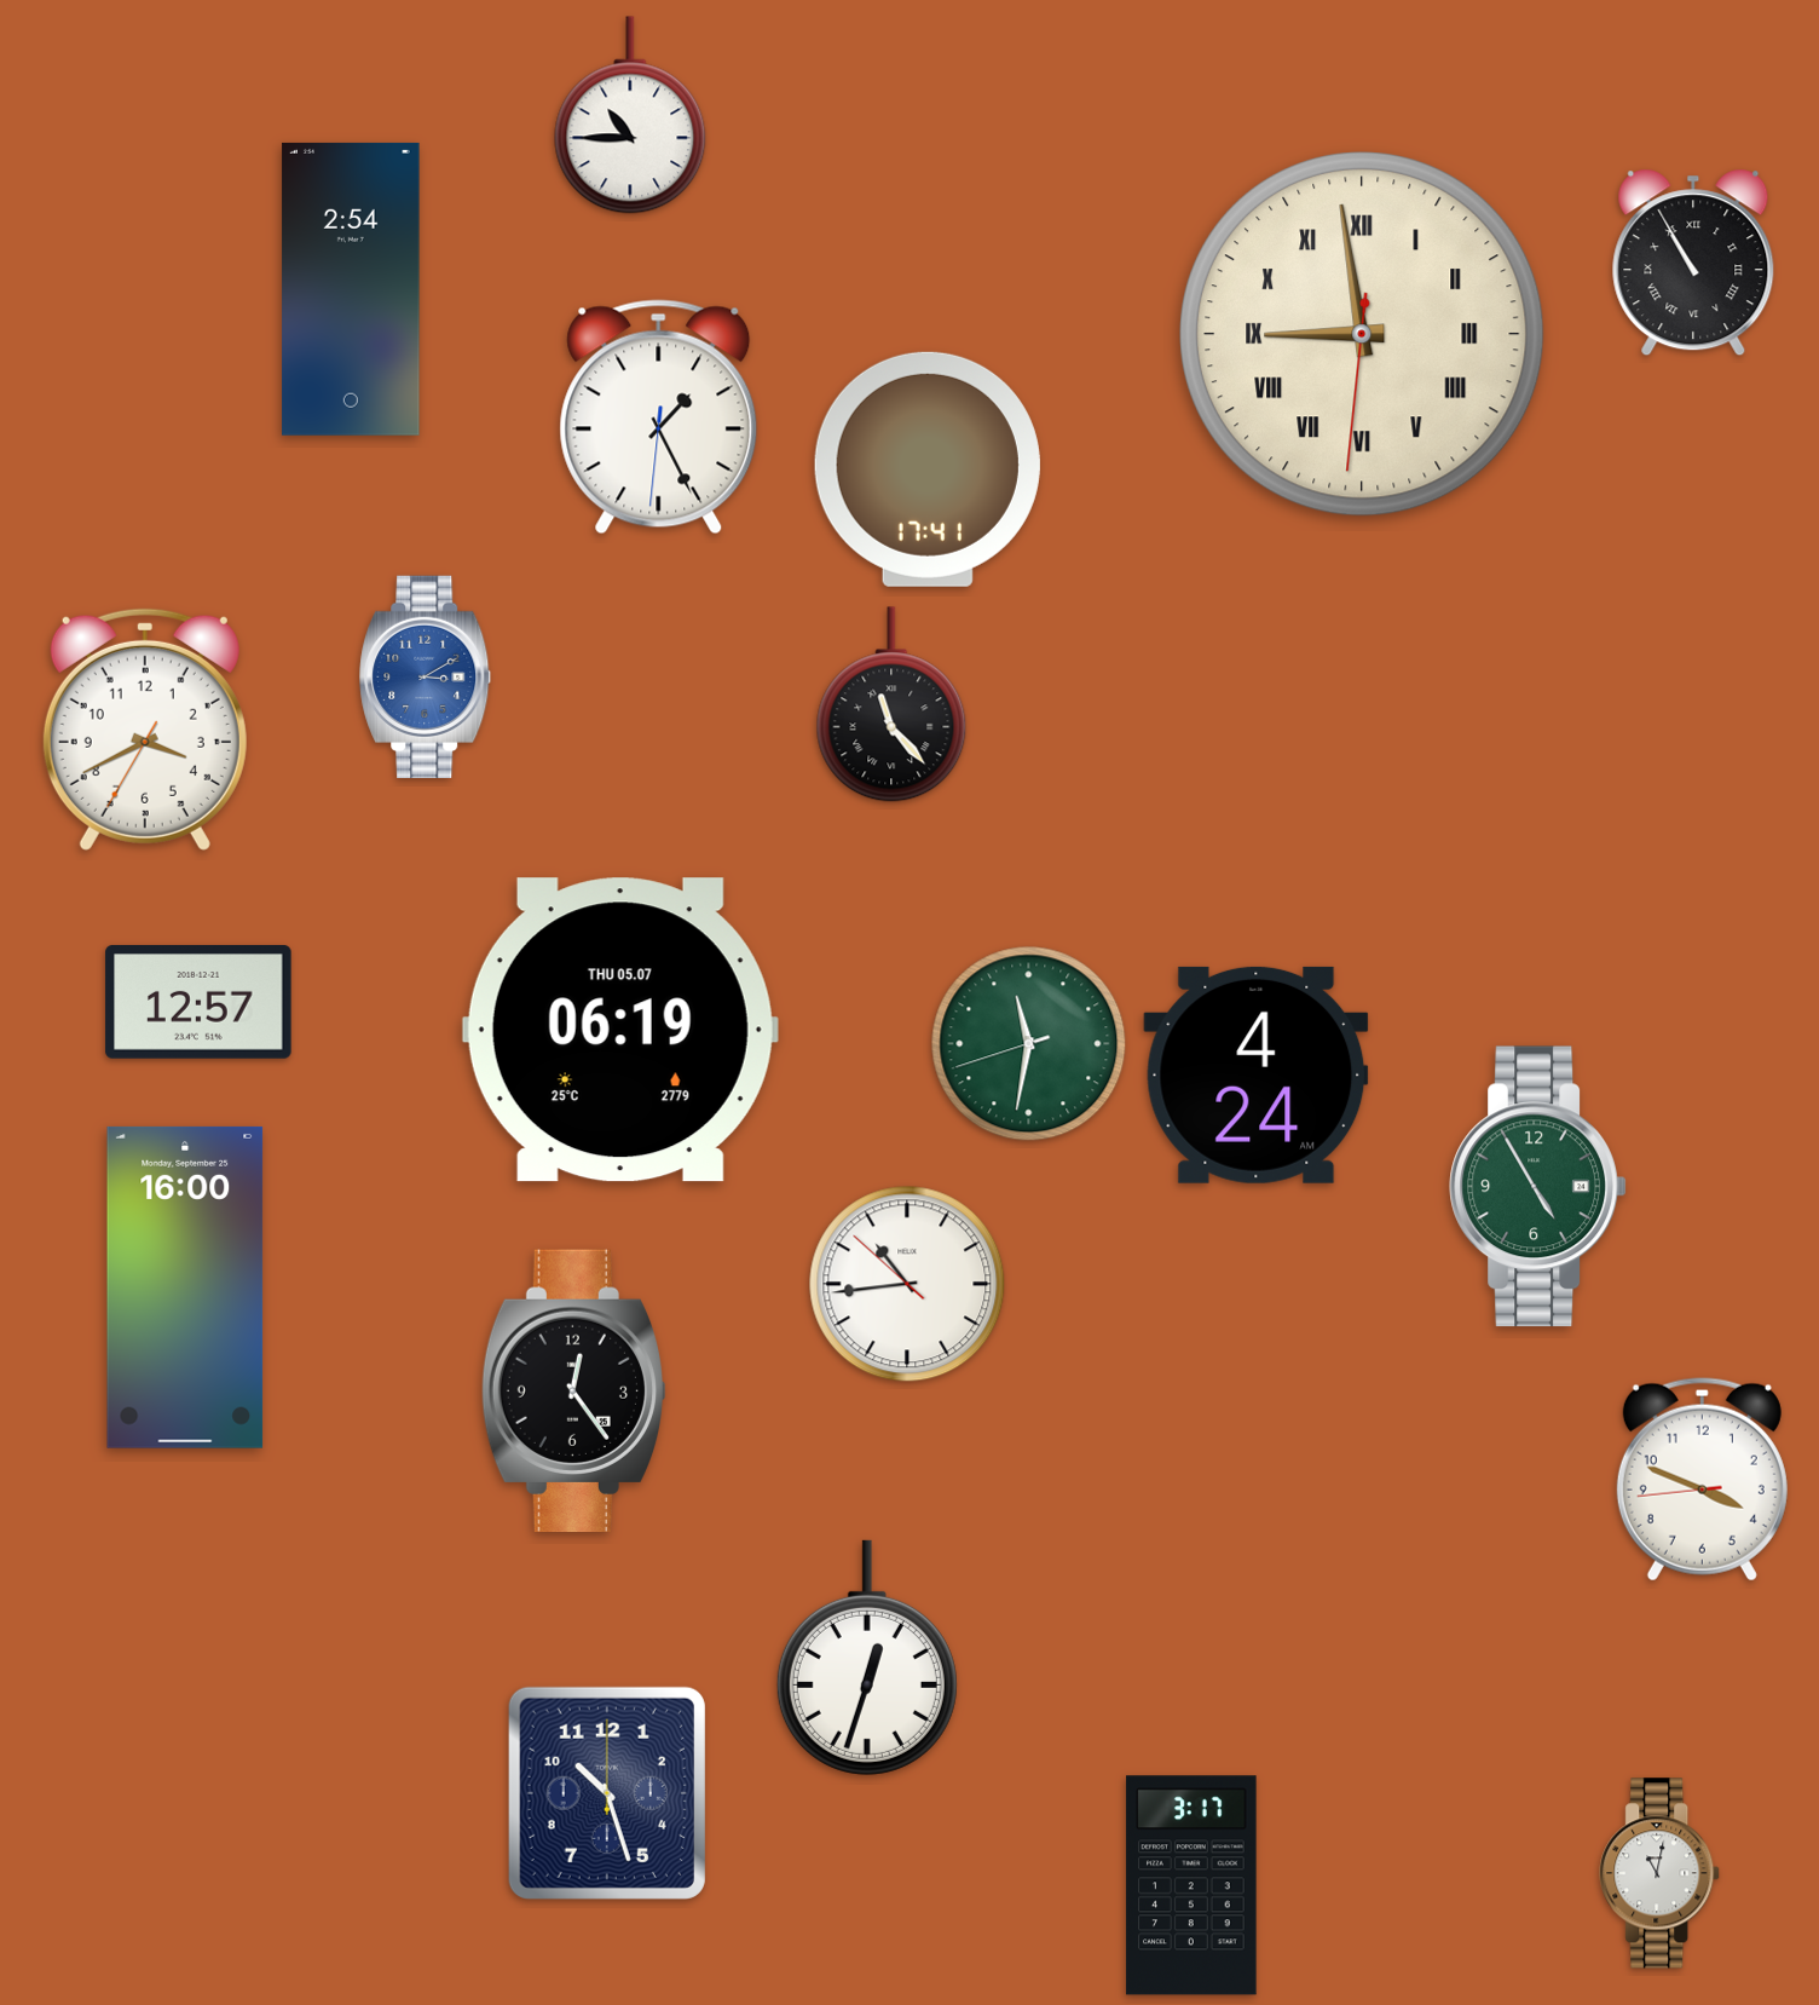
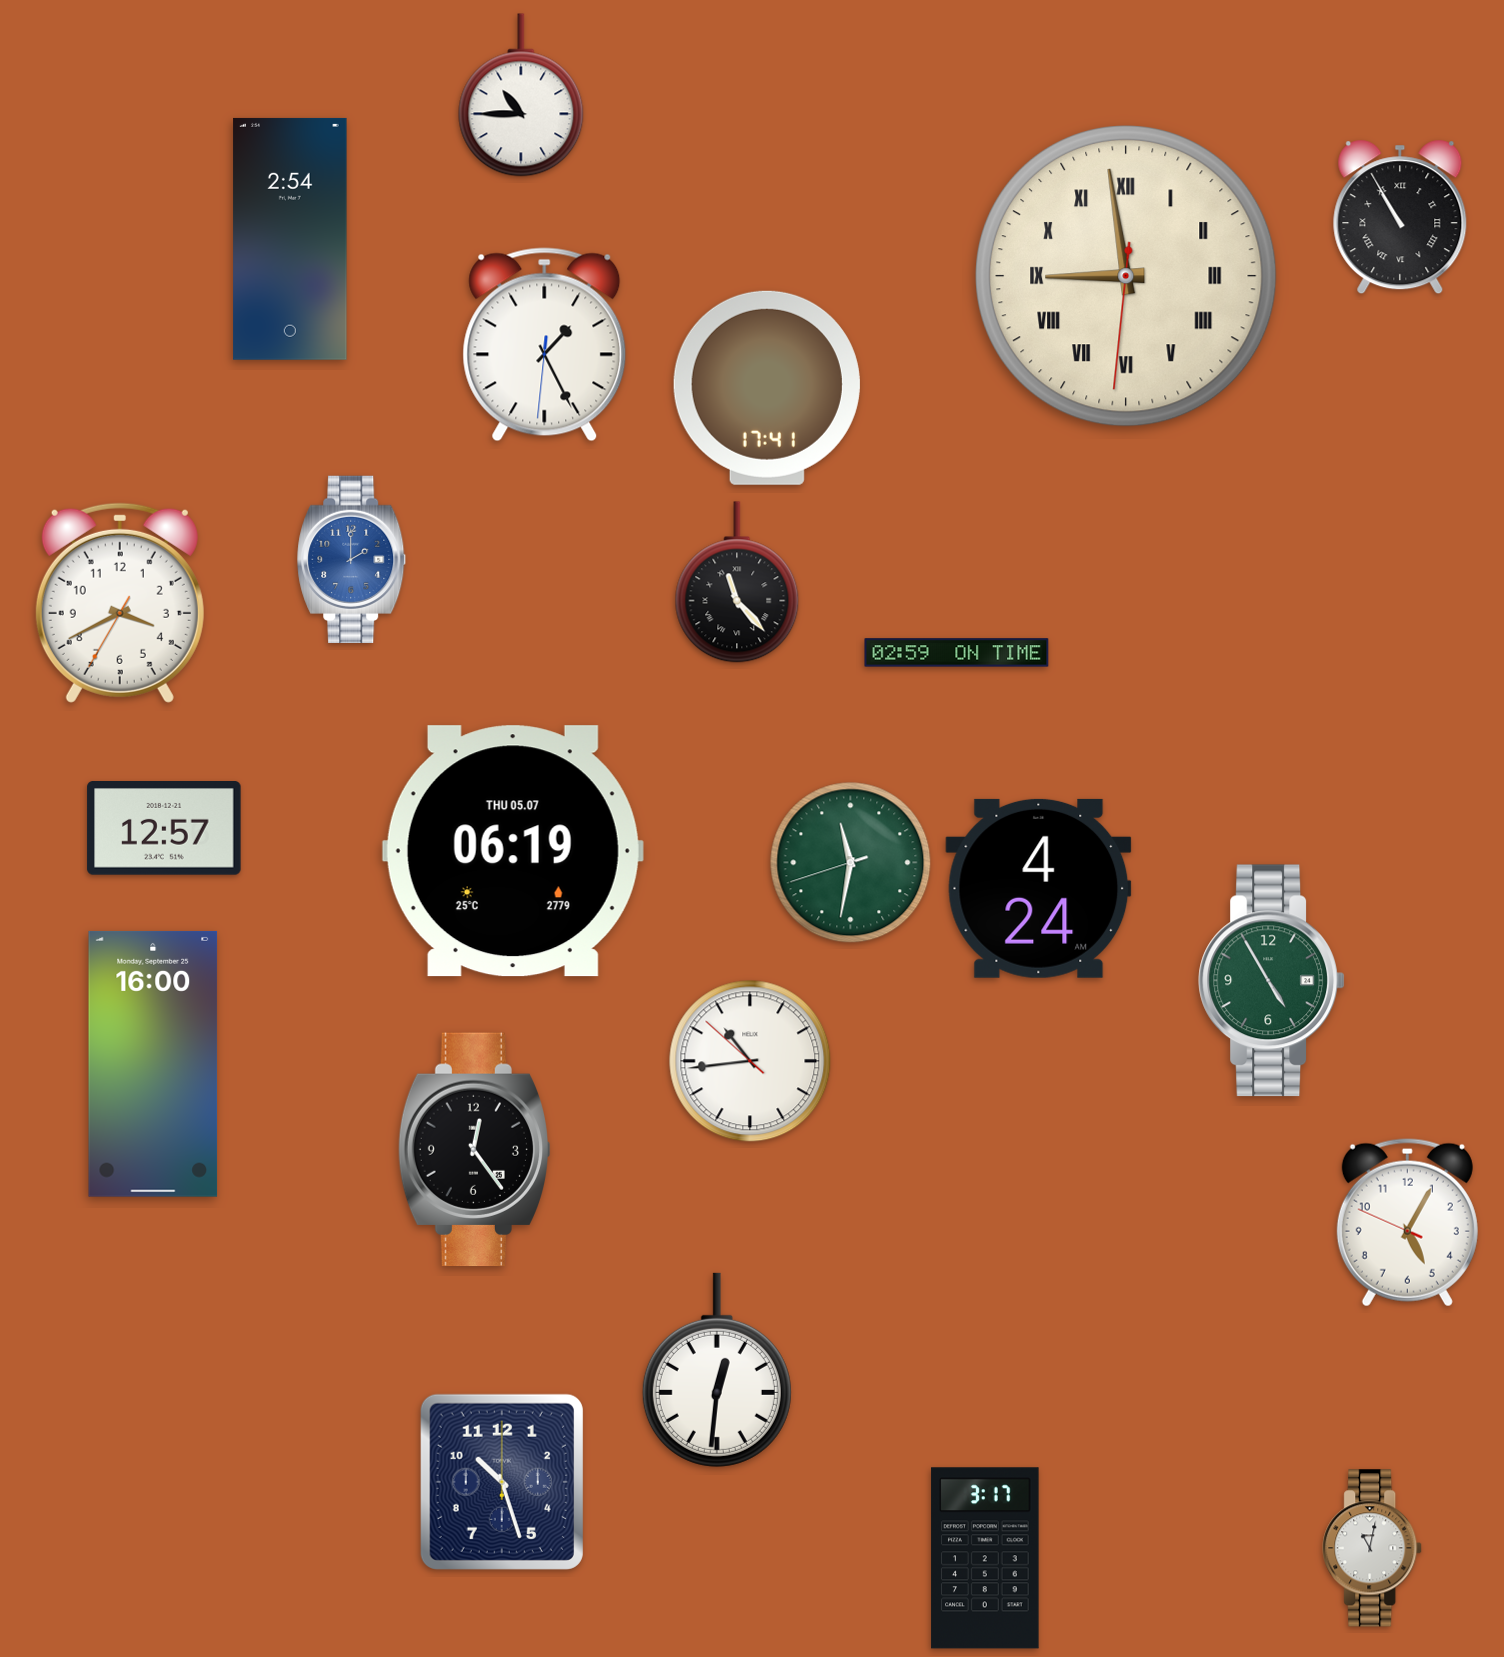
clock at (426, 676): 3:10 -> 2:00
clock at (957, 653): none -> 02:59
clock at (1702, 1480): 3:48 -> 5:04
clock at (867, 1658): 12:33 -> 12:31
